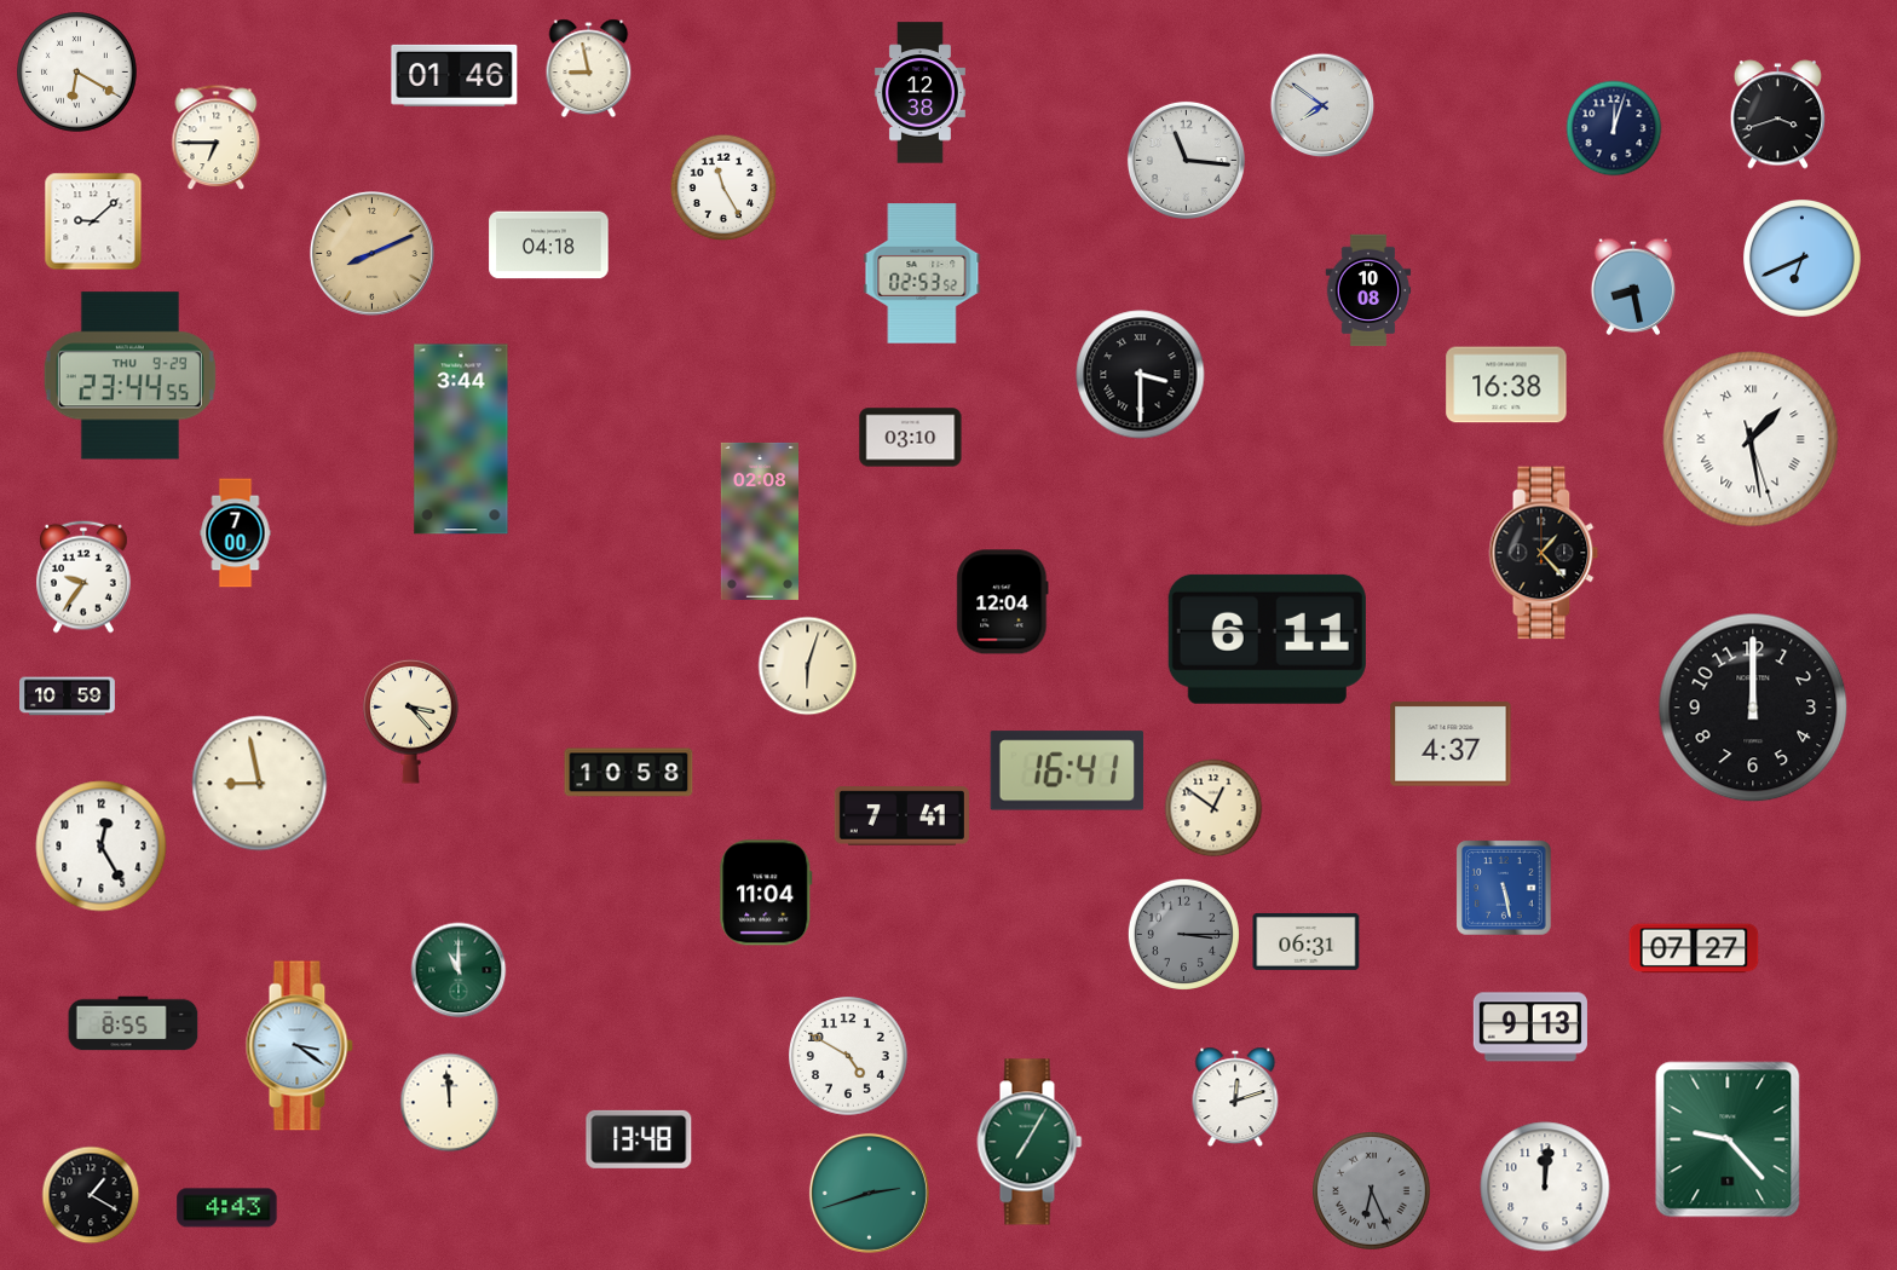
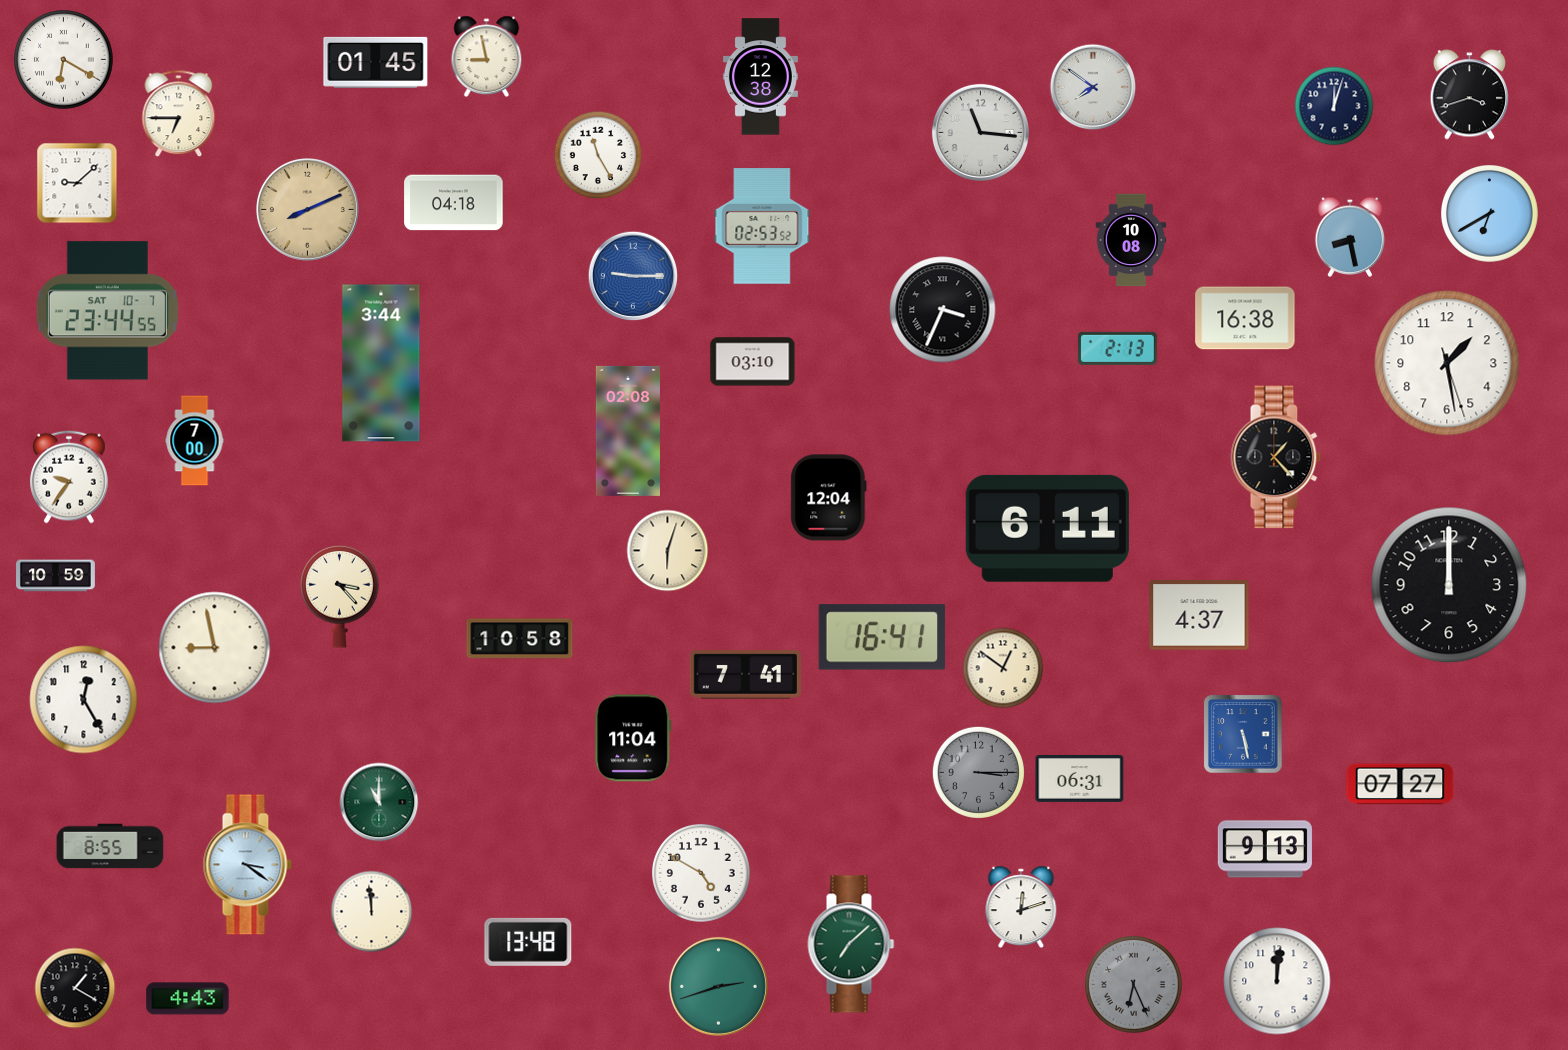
clock at (455, 75): 01:46 -> 01:45
clock at (1803, 259): 6:41 -> 6:40
clock at (633, 276): none -> 9:15
clock at (1141, 375): 3:30 -> 3:34
clock at (129, 376) date: THU 9-29 -> SAT 10-7
clock at (1117, 348): none -> 2:13
clock at (1751, 439) numerals: Roman -> Arabic
clock at (1728, 1139): 9:23 -> none
clock at (1030, 1142): 7:05 -> 7:08
